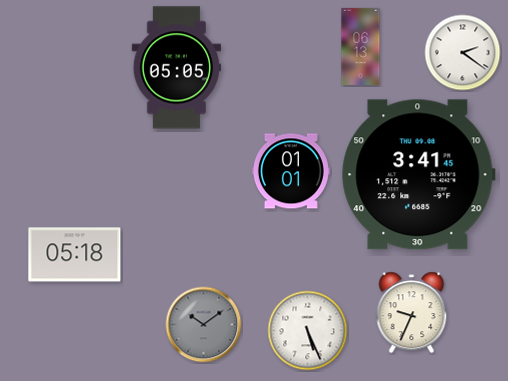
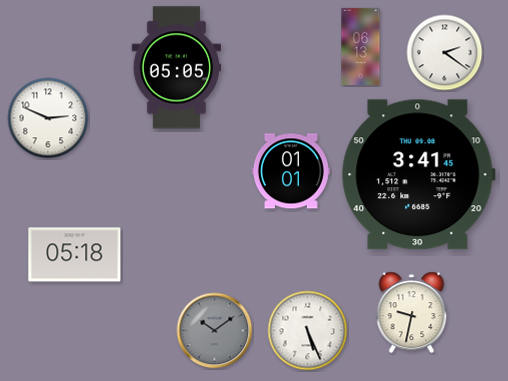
clock at (463, 53) position: (463, 53) -> (445, 53)
clock at (48, 118): none -> 2:49
clock at (412, 313): 9:34 -> 9:32
clock at (204, 325) position: (204, 325) -> (215, 331)
